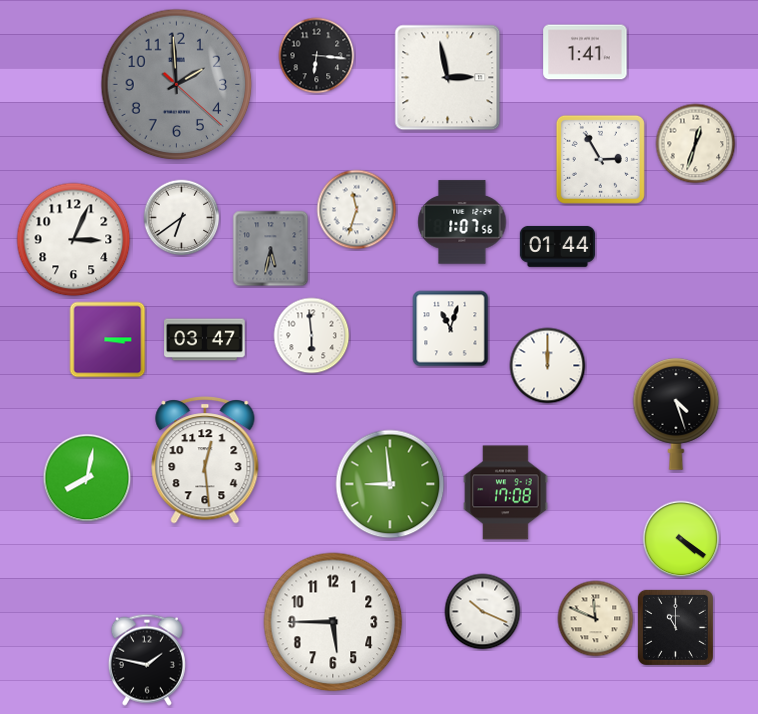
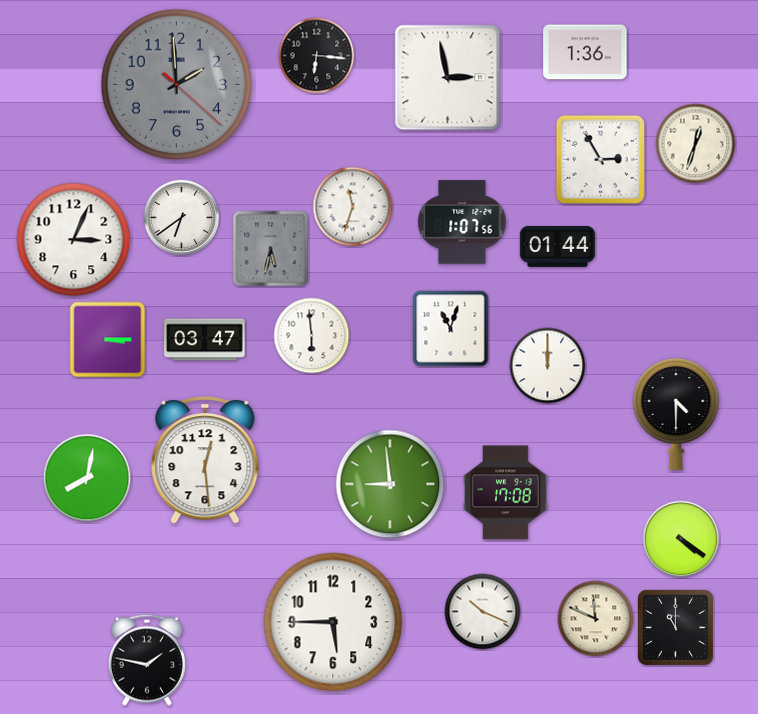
clock at (585, 52): 1:41 -> 1:36
clock at (357, 210) position: (357, 210) -> (353, 207)
clock at (676, 414): 4:27 -> 4:30
